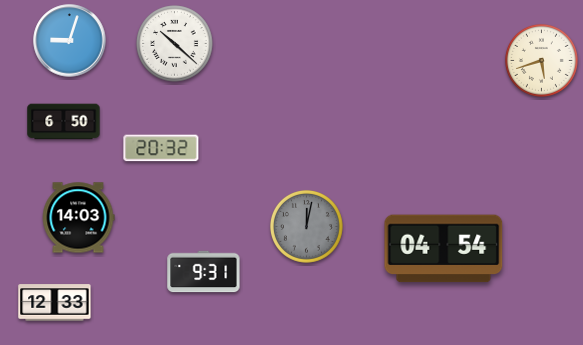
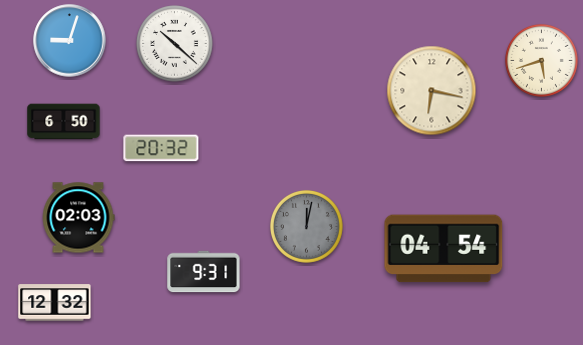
clock at (432, 91): none -> 6:17
clock at (78, 218): 14:03 -> 02:03
clock at (55, 303): 12:33 -> 12:32
